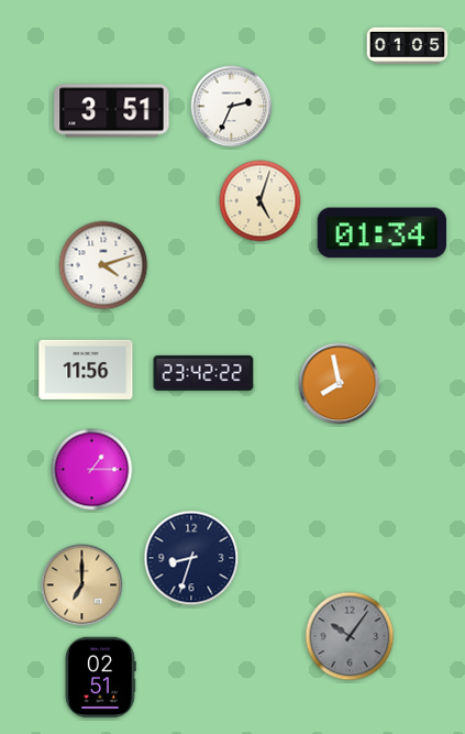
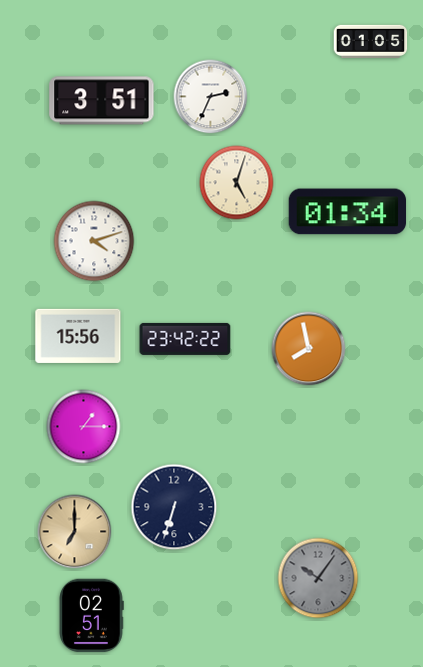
clock at (86, 370): 11:56 -> 15:56
clock at (191, 558): 8:33 -> 6:33
